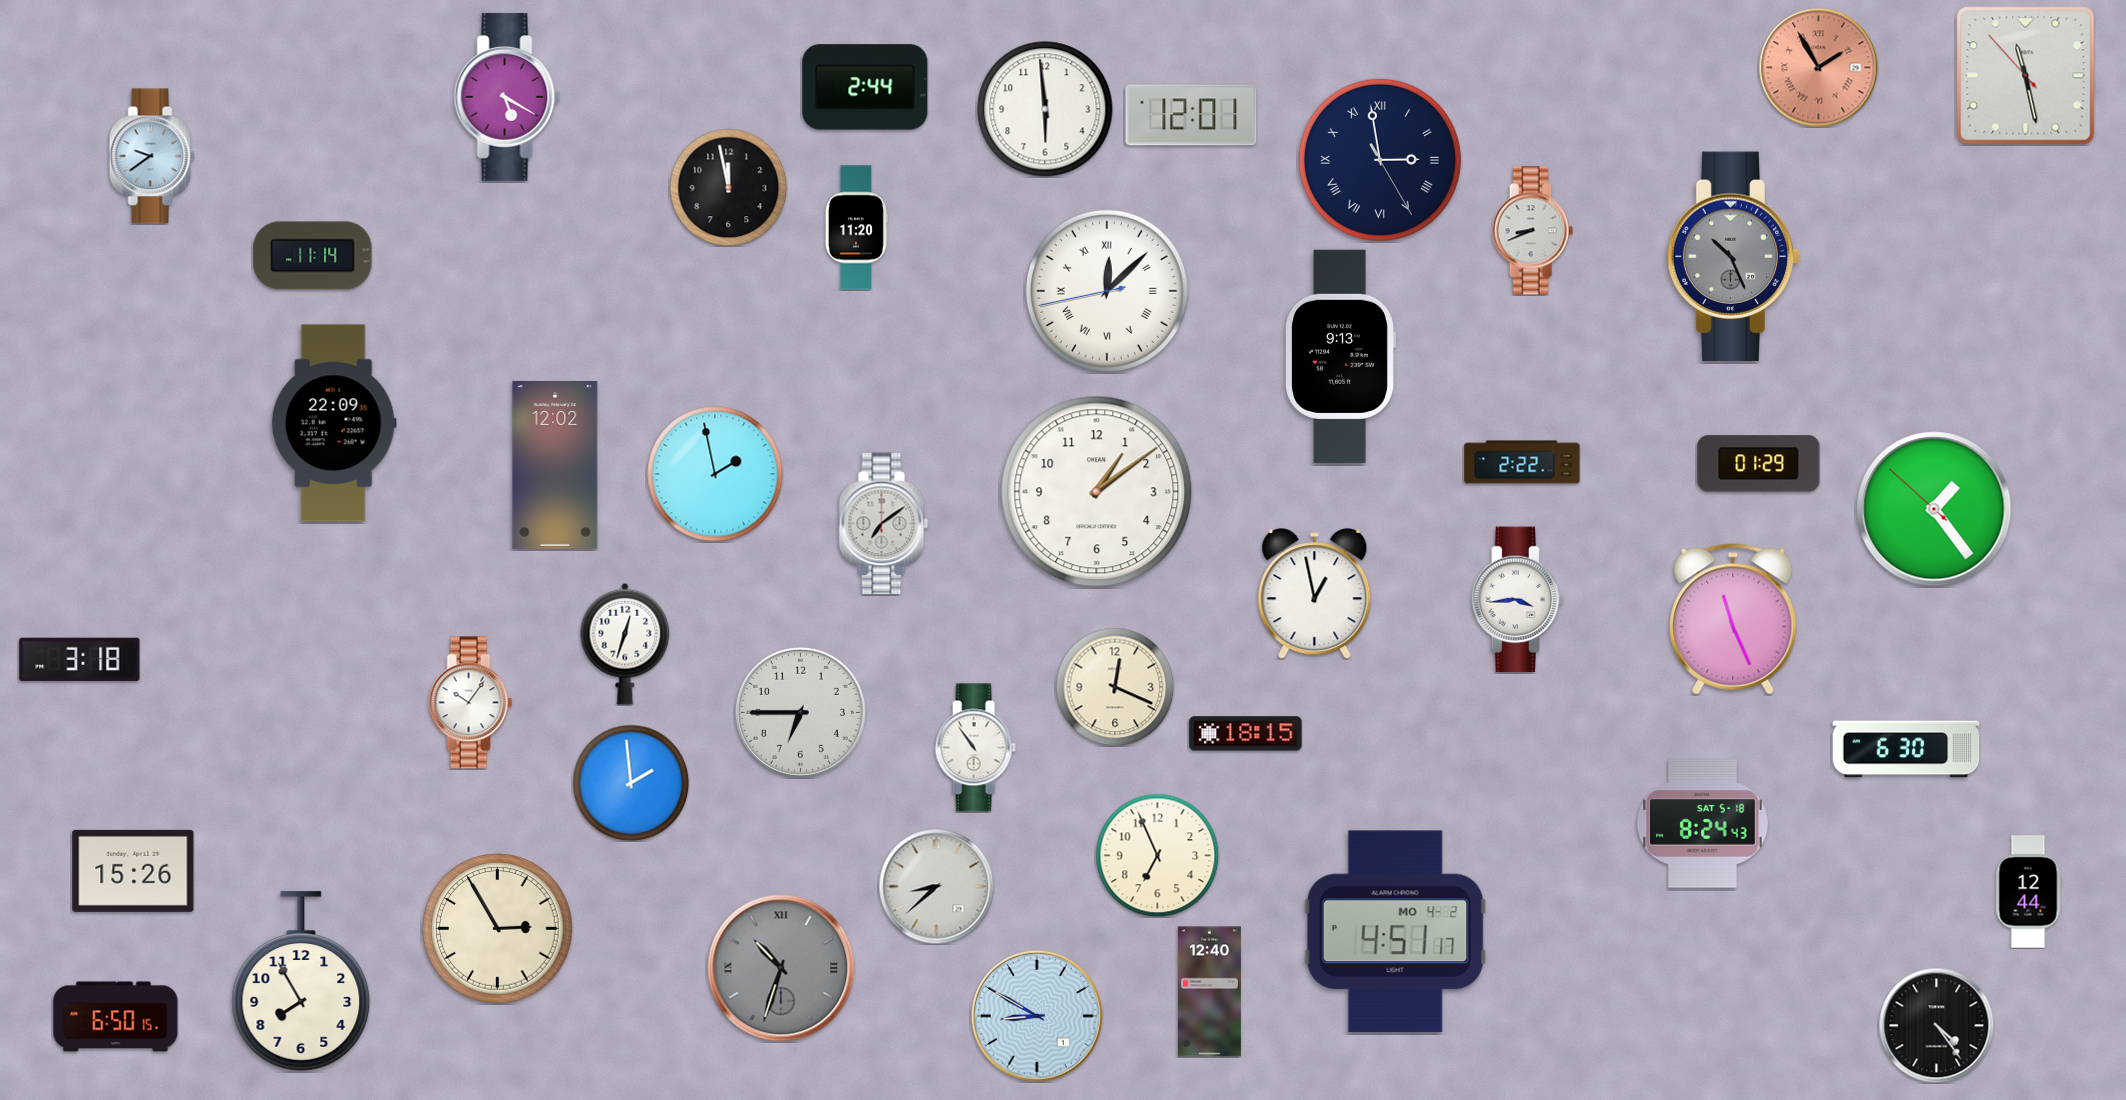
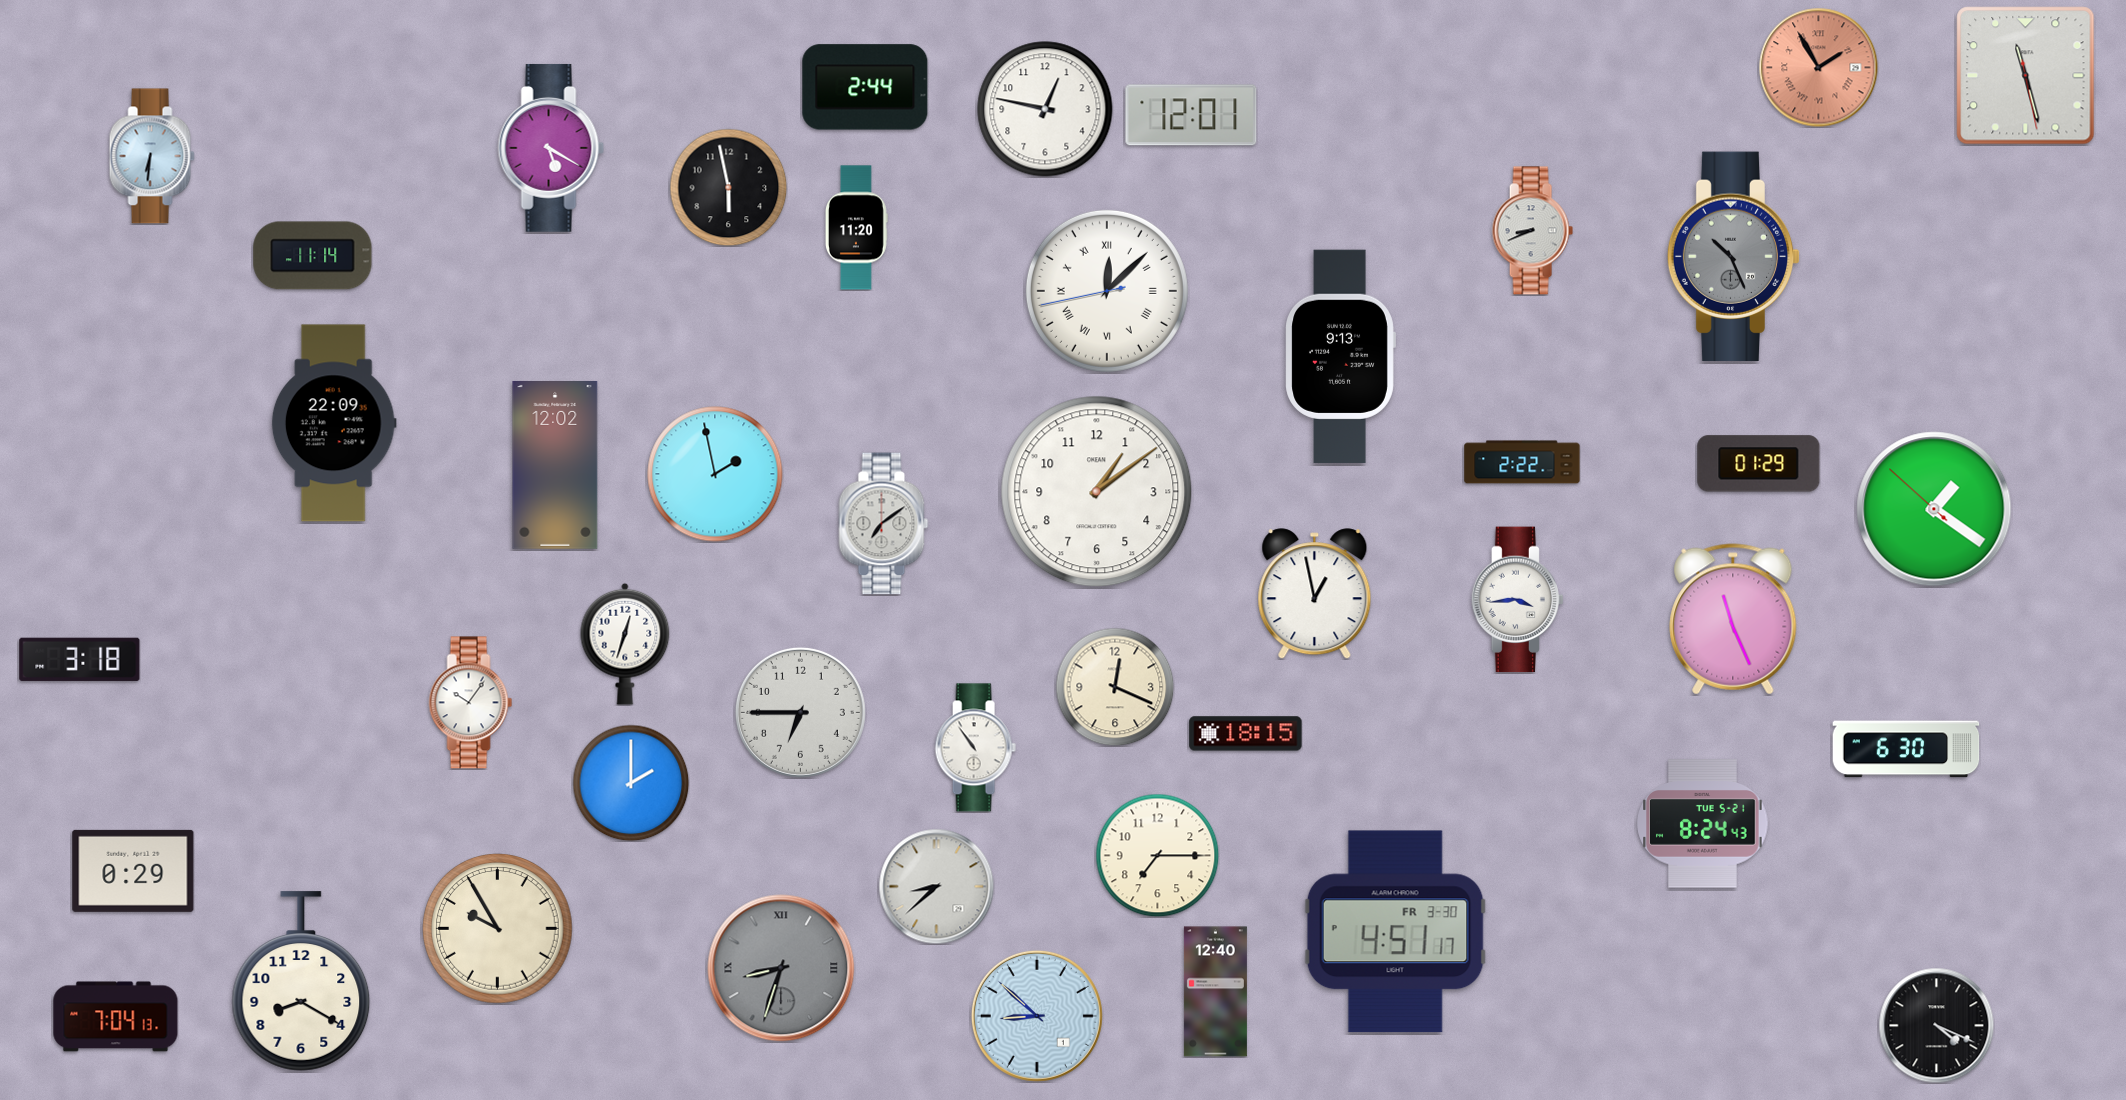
clock at (2026, 76): 11:27:53 -> 11:27:28
clock at (507, 97) position: (507, 97) -> (551, 148)
clock at (1045, 109): 5:59 -> 12:47
clock at (152, 156): 9:39 -> 6:31
clock at (1380, 160): 2:58 -> none
clock at (728, 187): 11:58 -> 5:58
clock at (1934, 509): 1:23 -> 1:20
clock at (631, 783): 1:59 -> 2:00
clock at (1703, 824) date: SAT 5-18 -> TUE 5-21
clock at (1157, 855): 6:56 -> 7:15
clock at (133, 871): 15:26 -> 0:29
clock at (2028, 892): 12:44 -> none
clock at (498, 929): 2:55 -> 9:55
clock at (1395, 932) date: MO 4-2 -> FR 3-30
clock at (781, 968): 10:33 -> 8:33
clock at (301, 981): 7:55 -> 8:20
clock at (1209, 992) position: (1209, 992) -> (1215, 992)
clock at (1037, 1016): 8:50 -> 8:52
clock at (116, 1017): 6:50 -> 7:04
clock at (1936, 1025): 4:24 -> 4:19
